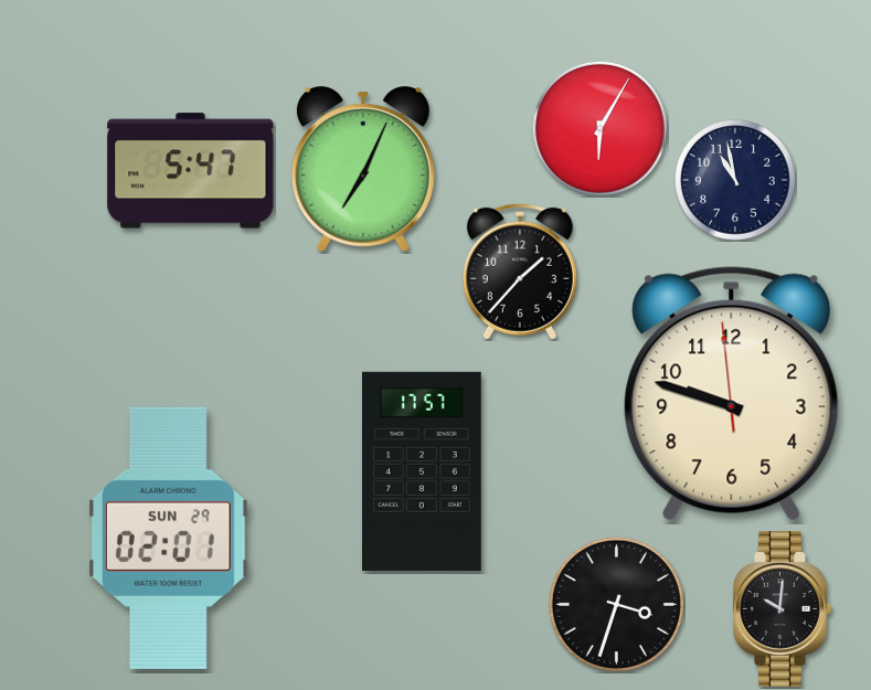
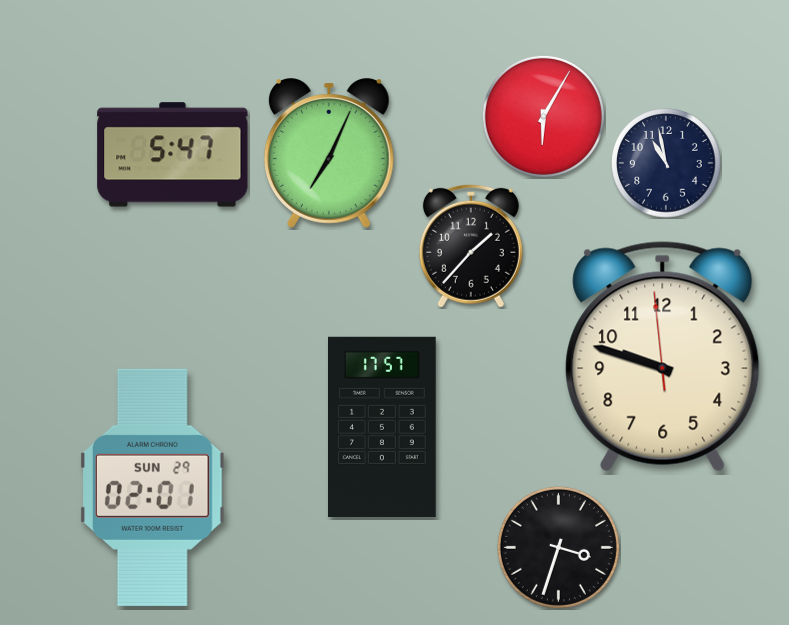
clock at (783, 609): 10:01 -> none
